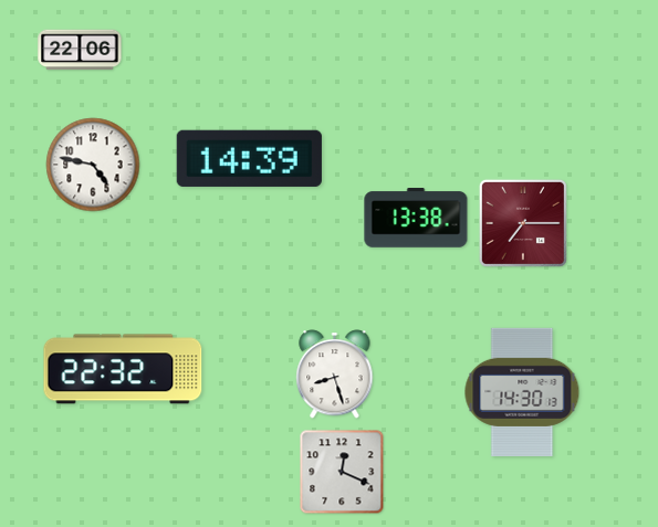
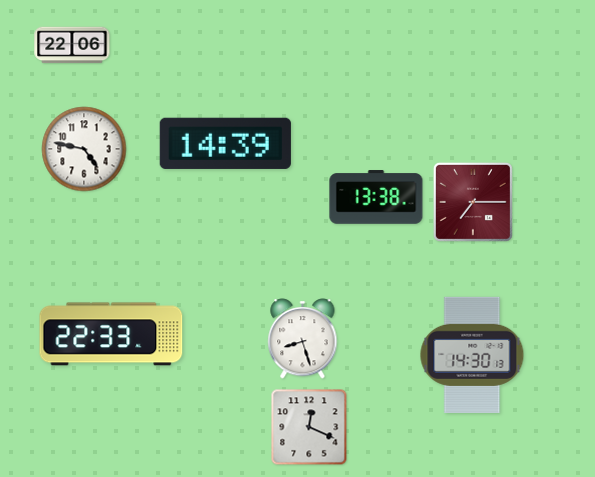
clock at (123, 369): 22:32 -> 22:33
